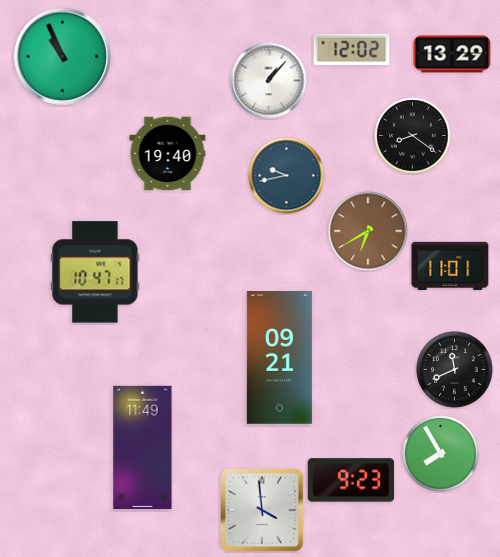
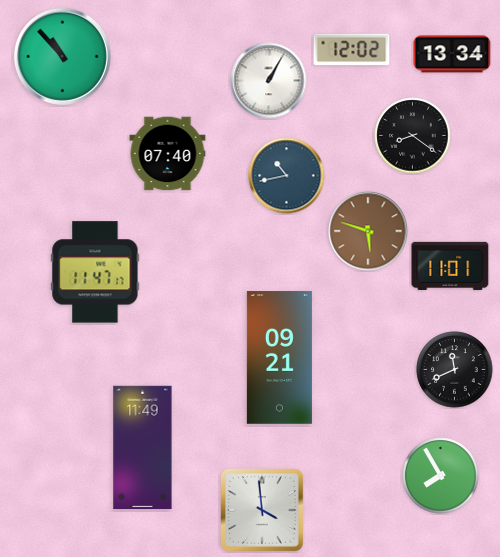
clock at (452, 54): 13:29 -> 13:34
clock at (62, 56): 10:56 -> 10:53
clock at (269, 81): 1:07 -> 1:05
clock at (168, 154): 19:40 -> 07:40
clock at (287, 176): 9:43 -> 10:43
clock at (368, 231): 6:40 -> 5:48
clock at (95, 272): 10:47 -> 11:47
clock at (441, 454) position: (441, 454) -> (441, 476)
clock at (351, 480): 9:23 -> none
